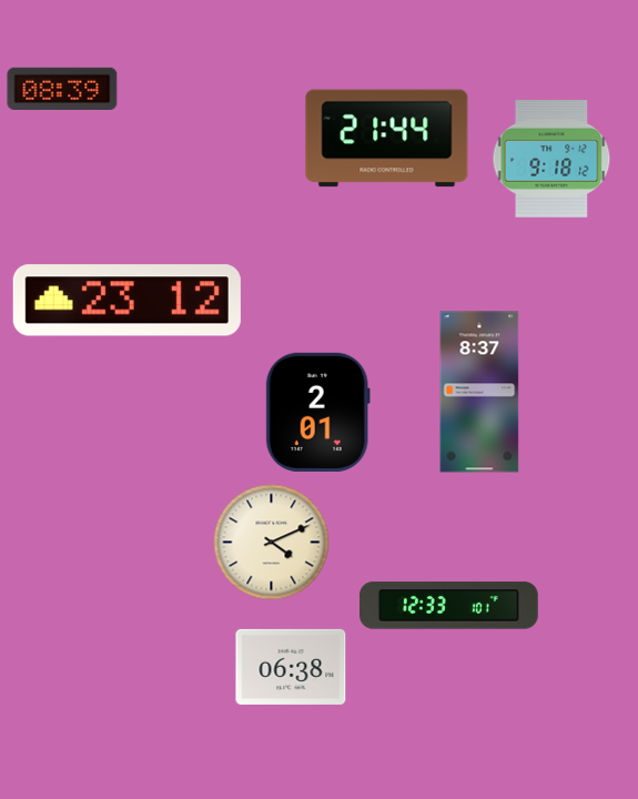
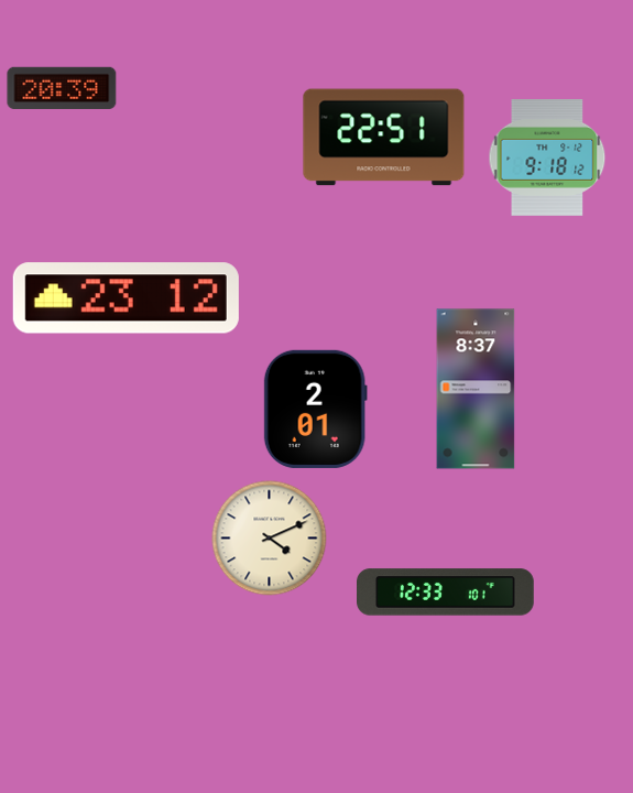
clock at (62, 88): 08:39 -> 20:39
clock at (387, 139): 21:44 -> 22:51
clock at (449, 606) position: (449, 606) -> (446, 593)
clock at (291, 667): 06:38 -> none
